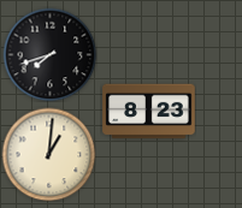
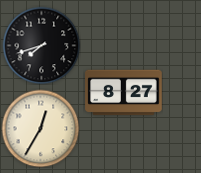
clock at (149, 112): 8:23 -> 8:27
clock at (48, 154): 1:01 -> 12:35
